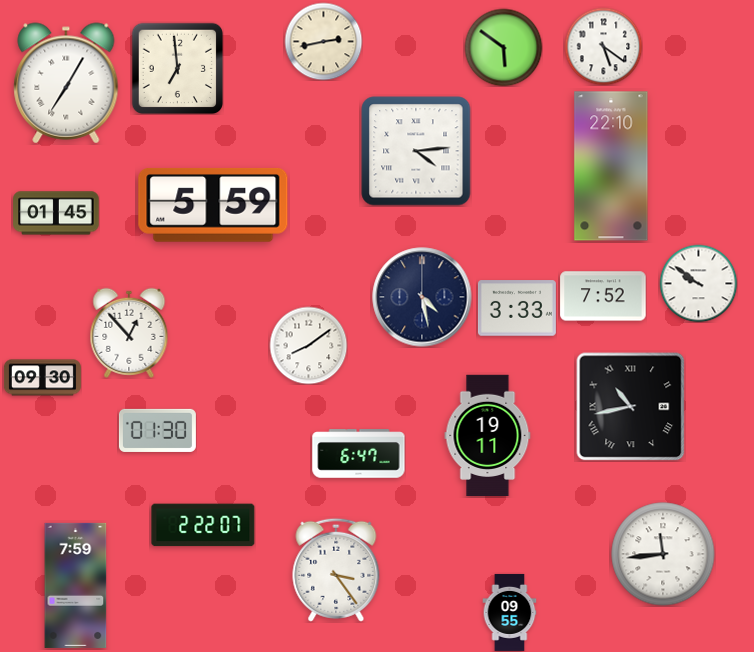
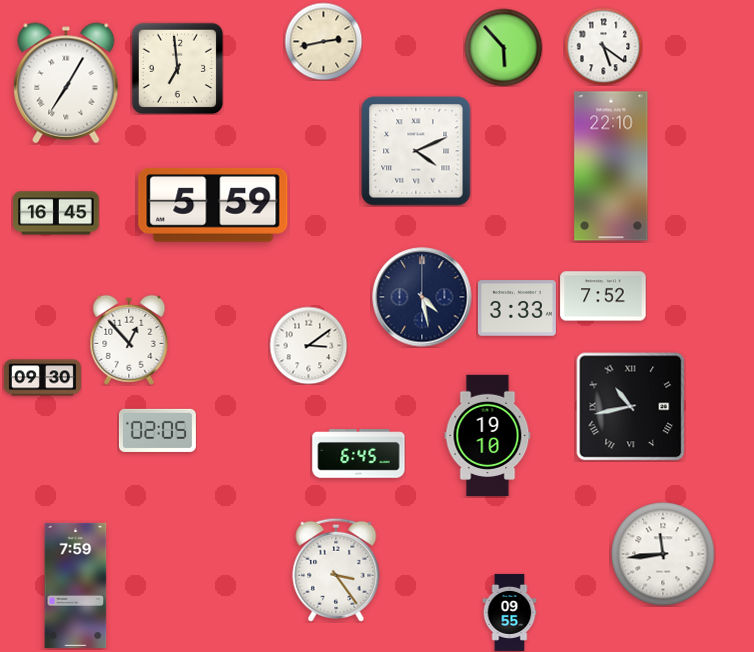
clock at (503, 47): 5:51 -> 5:53
clock at (416, 151): 4:14 -> 4:11
clock at (56, 213): 01:45 -> 16:45
clock at (698, 283): 9:51 -> none
clock at (129, 333) position: (129, 333) -> (129, 340)
clock at (308, 345): 8:09 -> 3:09
clock at (157, 430): 01:30 -> 02:05
clock at (488, 435): 19:11 -> 19:10
clock at (359, 454): 6:47 -> 6:45
clock at (203, 525): 2:22 -> none
